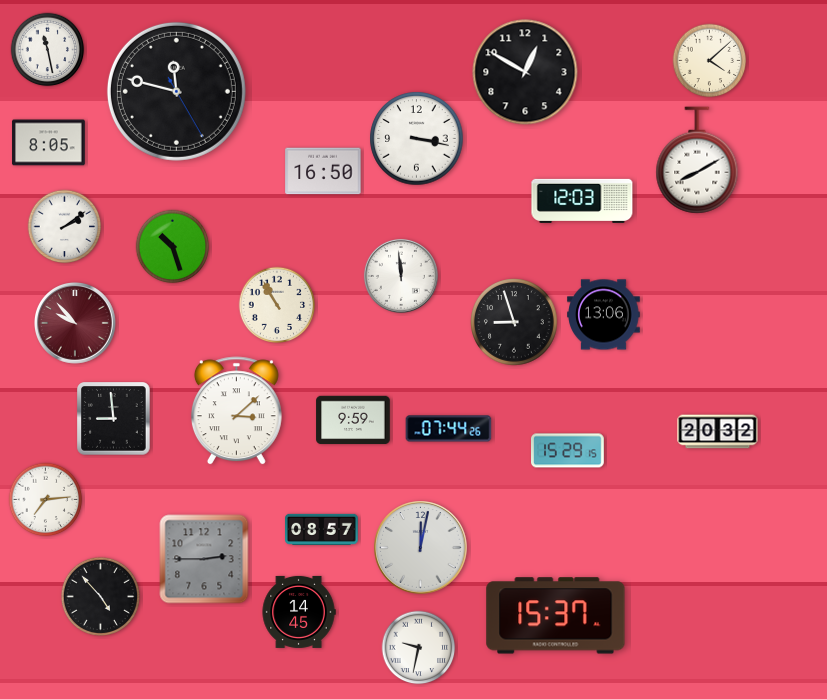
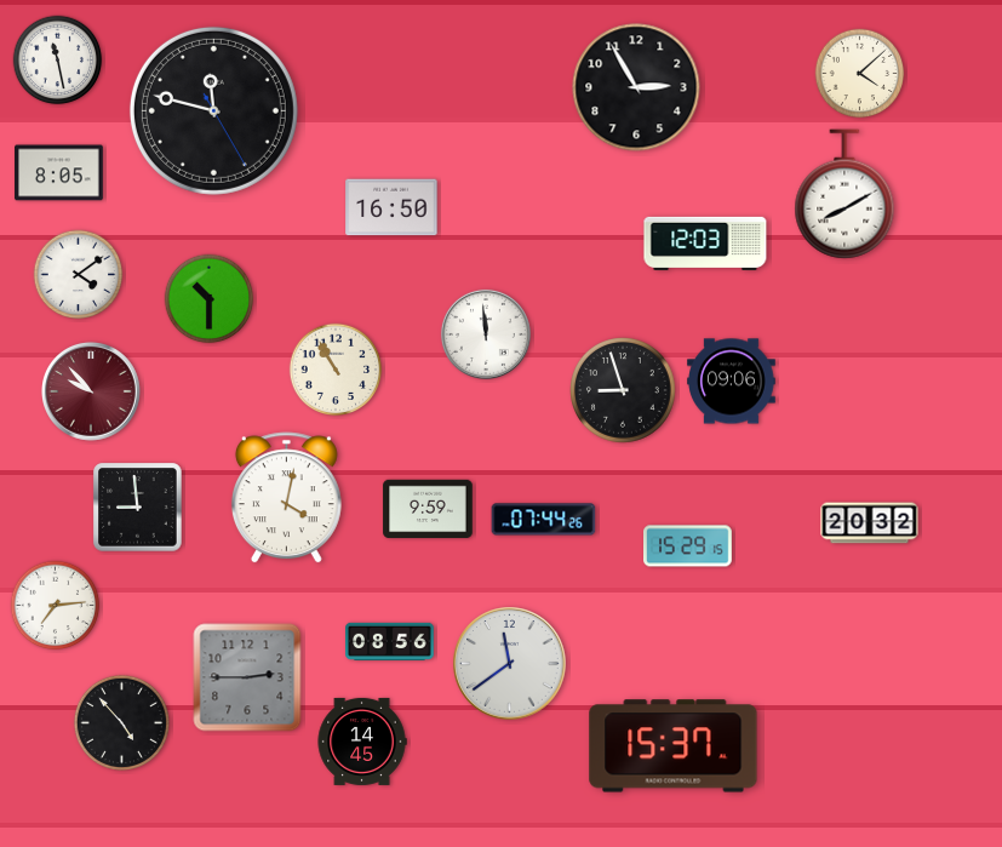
clock at (525, 72): 12:50 -> 2:55
clock at (417, 139): 3:17 -> none
clock at (65, 227): 2:09 -> 4:09
clock at (173, 247): 10:27 -> 10:30
clock at (604, 315): 13:06 -> 09:06
clock at (236, 411): 3:08 -> 4:02
clock at (322, 529): 08:57 -> 08:56
clock at (421, 548): 12:02 -> 11:39
clock at (419, 648): 9:32 -> none
